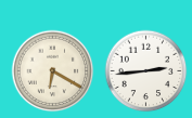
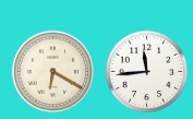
clock at (146, 71): 2:44 -> 11:44
